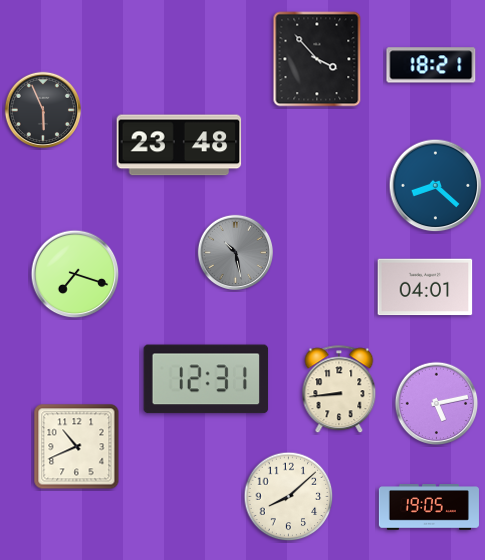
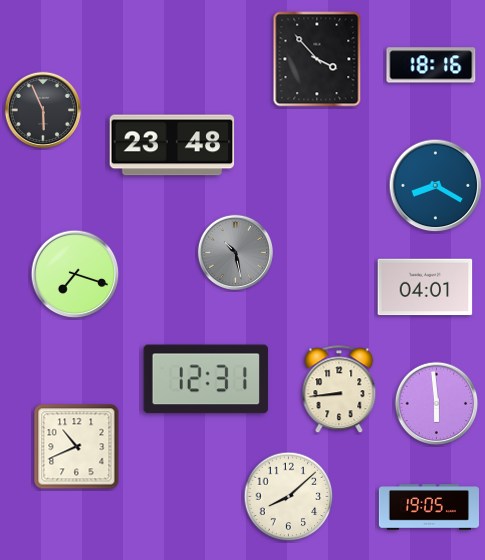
clock at (431, 65): 18:21 -> 18:16
clock at (179, 145) position: (179, 145) -> (172, 145)
clock at (436, 186): 8:22 -> 8:20
clock at (437, 404): 5:13 -> 5:59
